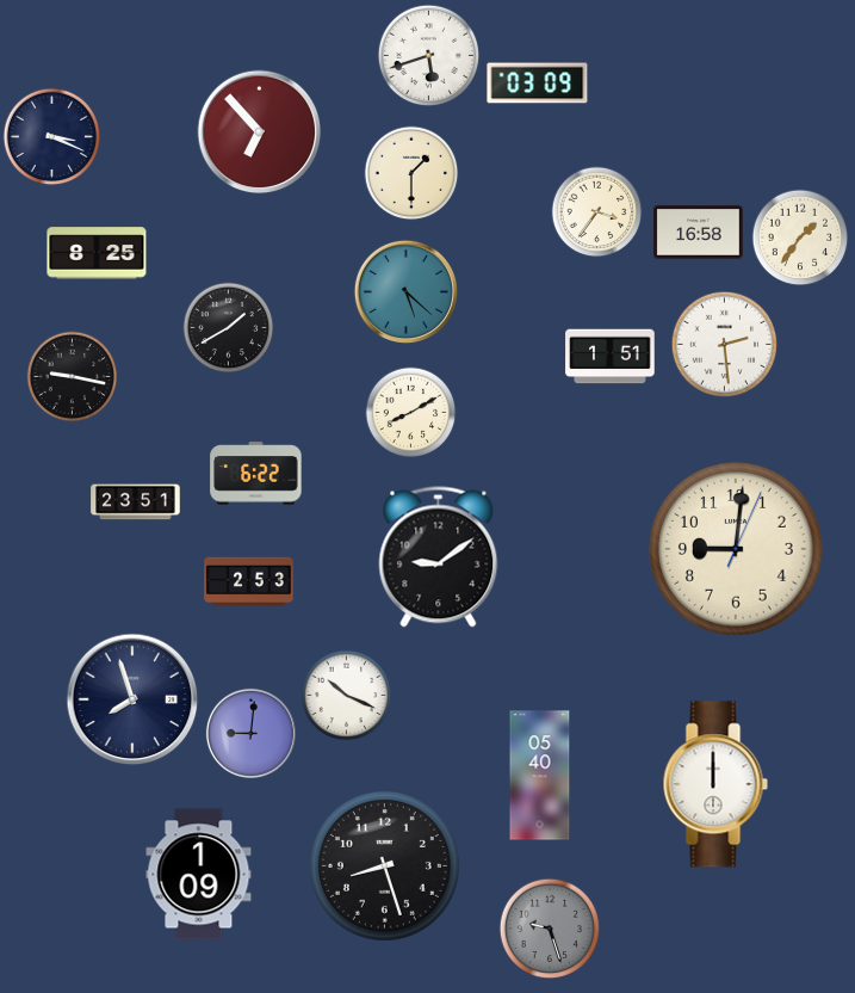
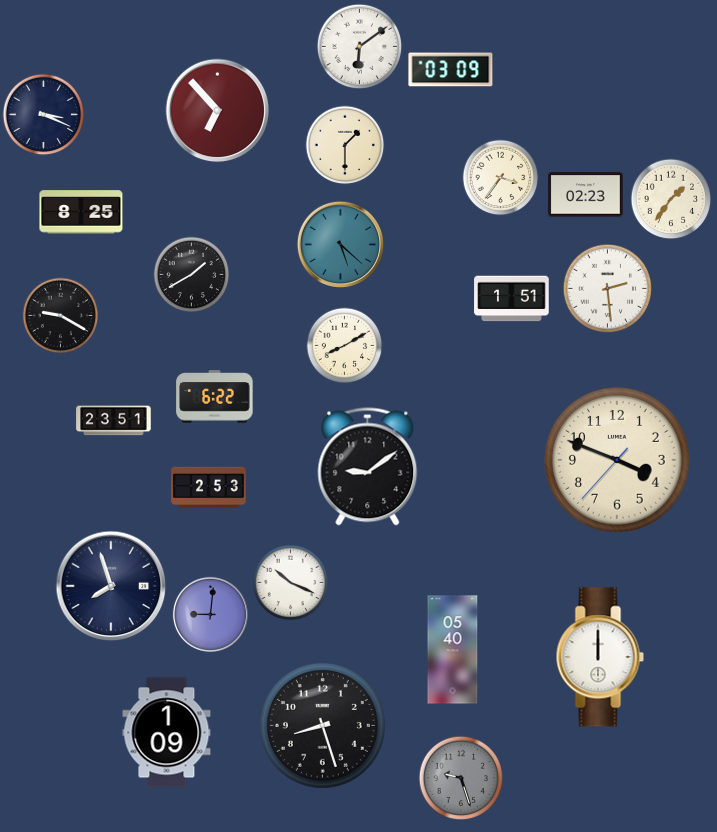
clock at (429, 56): 5:42 -> 6:09
clock at (699, 233): 16:58 -> 02:23
clock at (73, 377): 9:17 -> 9:20
clock at (737, 550): 9:01 -> 3:48
